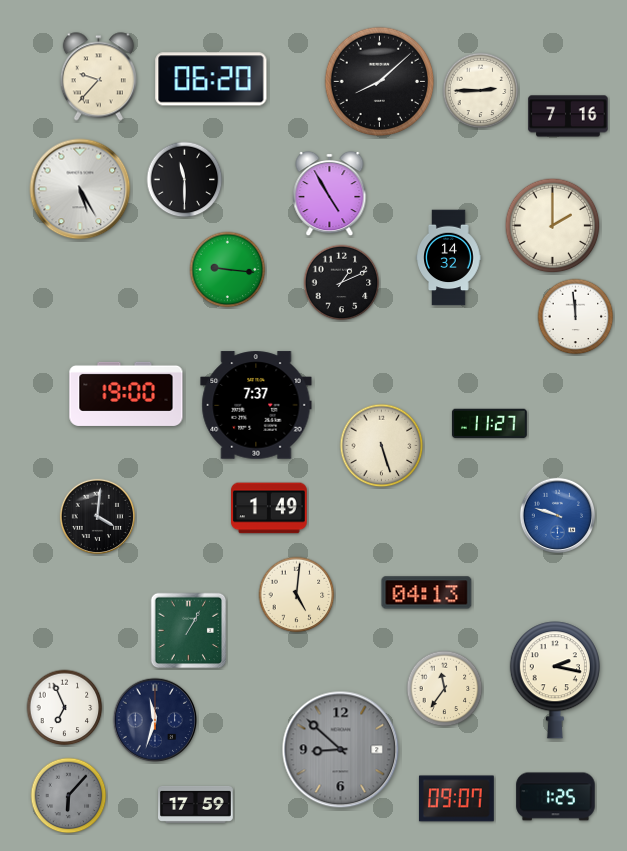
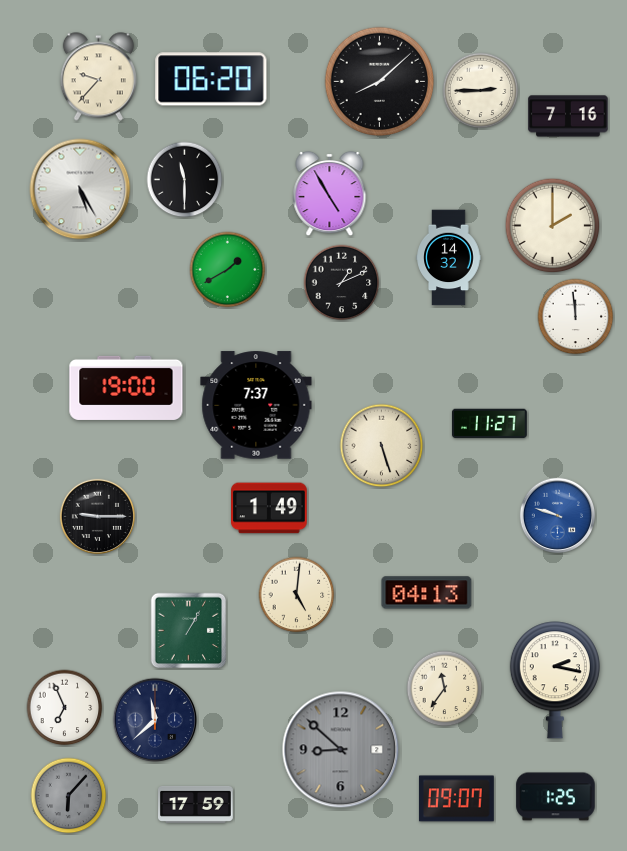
clock at (228, 270): 9:16 -> 1:40
clock at (126, 394) position: (126, 394) -> (126, 388)
clock at (97, 516): 4:01 -> 9:15
clock at (155, 720): 11:33 -> 11:38
